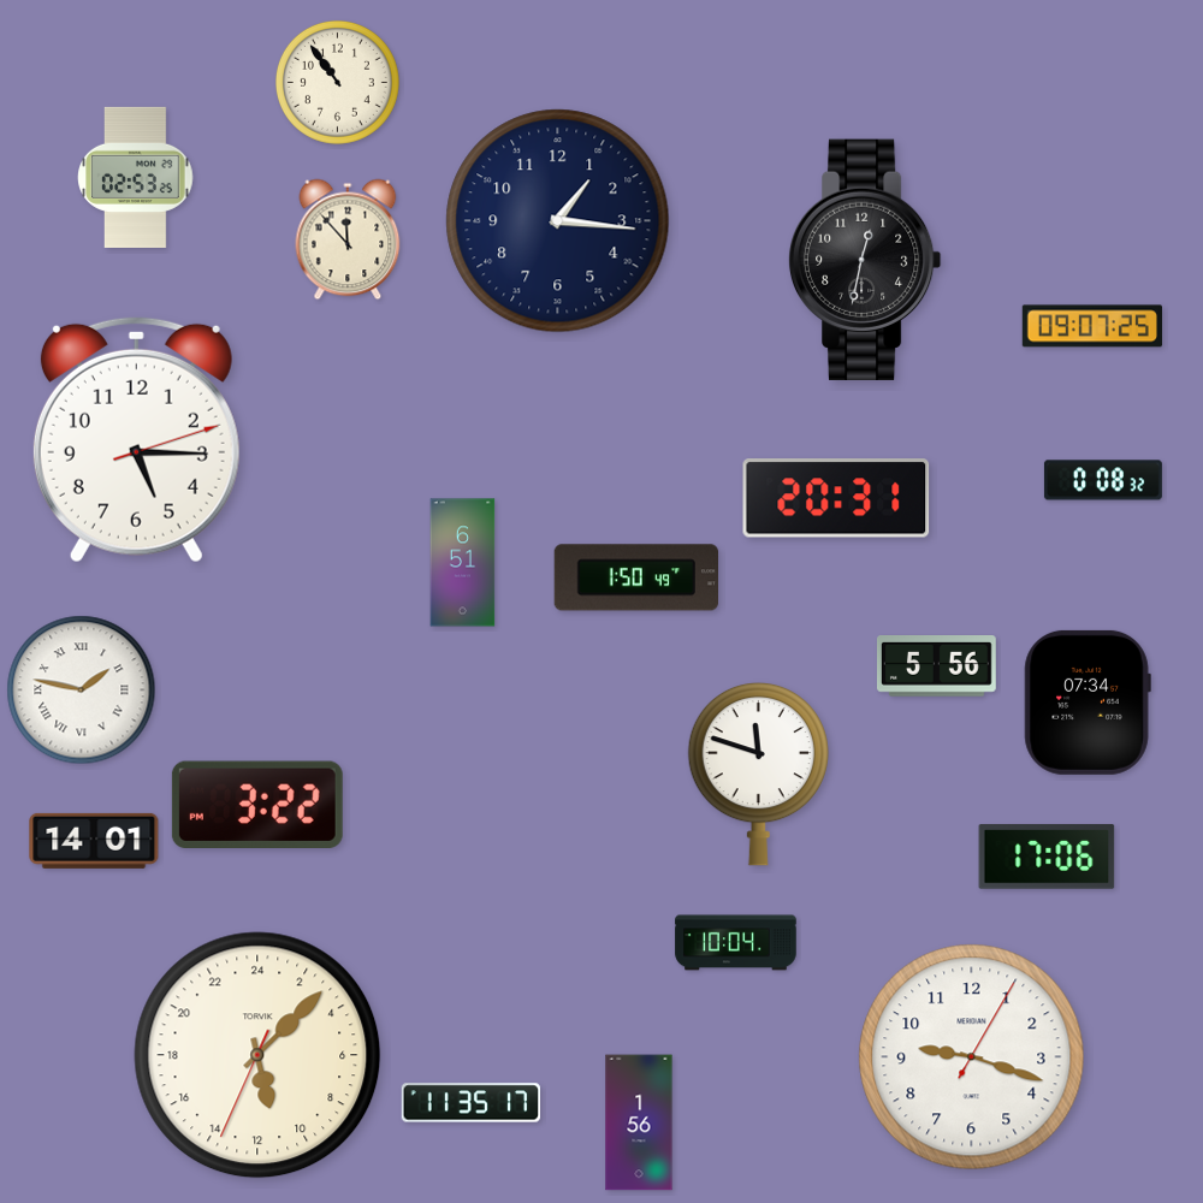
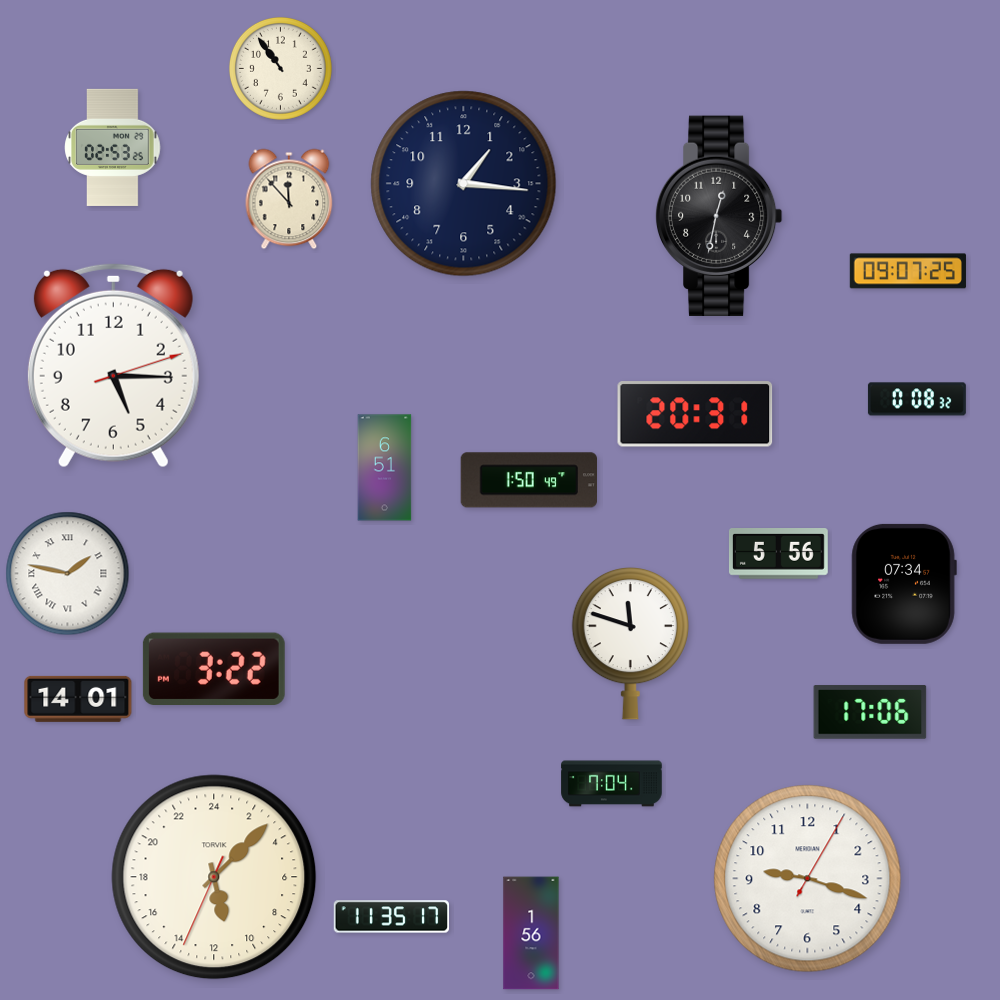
clock at (736, 943): 10:04 -> 7:04
